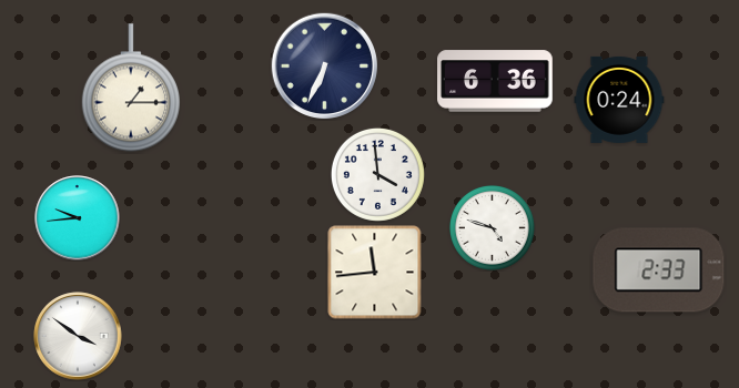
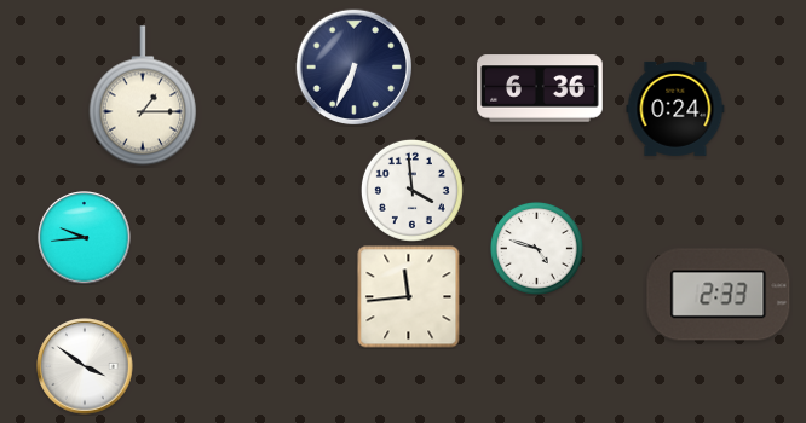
clock at (325, 67) position: (325, 67) -> (355, 68)
